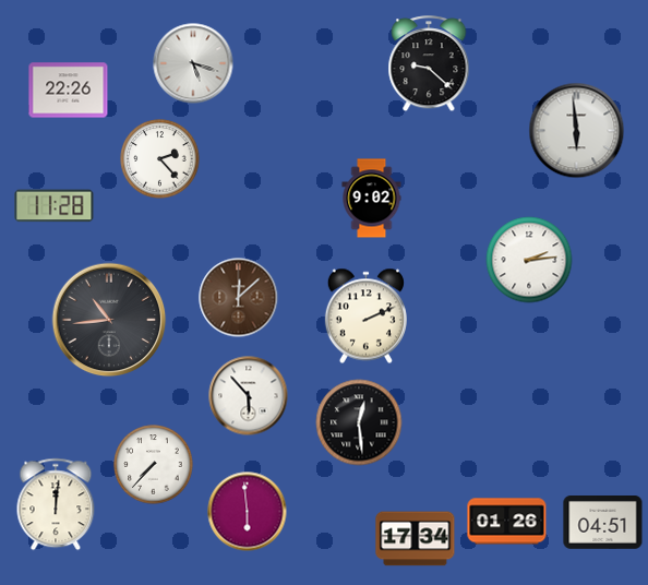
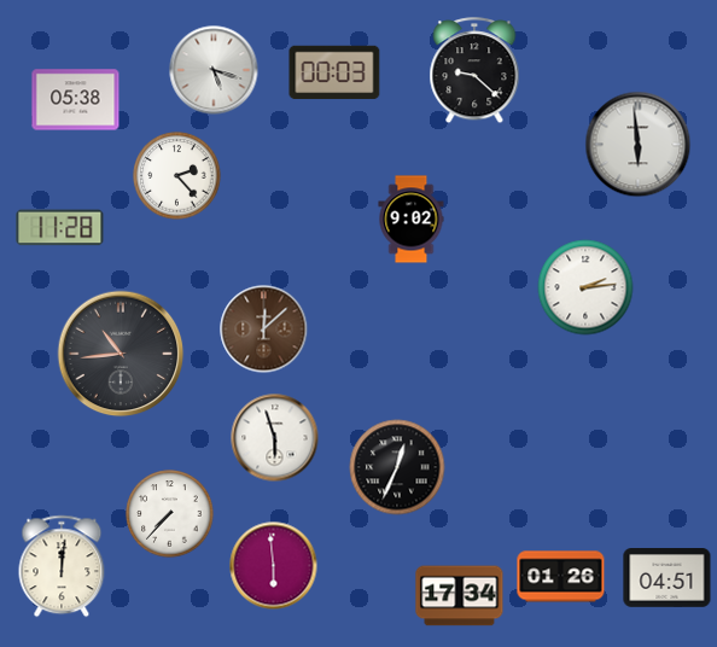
clock at (334, 72): none -> 00:03
clock at (69, 91): 22:26 -> 05:38
clock at (365, 317): 2:11 -> none
clock at (249, 396): 5:53 -> 5:57
clock at (359, 422): 12:29 -> 12:34
clock at (56, 504) position: (56, 504) -> (62, 566)
